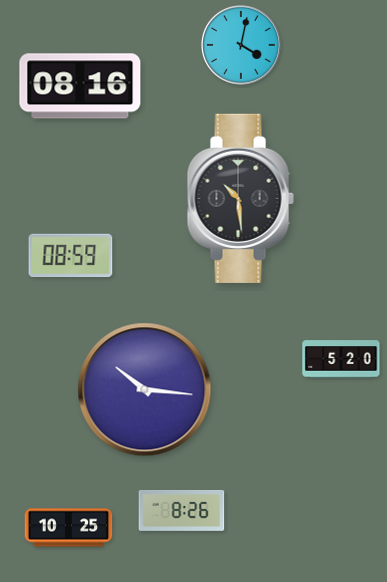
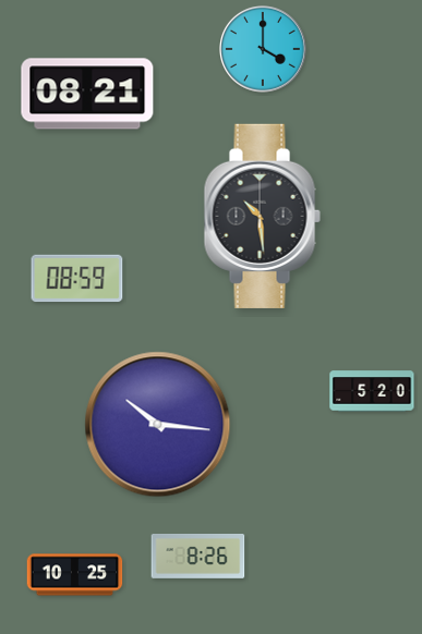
clock at (242, 46): 4:02 -> 4:00
clock at (80, 86): 08:16 -> 08:21
